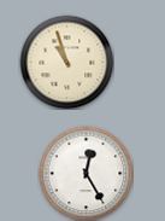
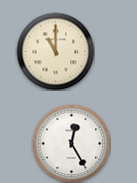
clock at (66, 62): 10:57 -> 11:00
